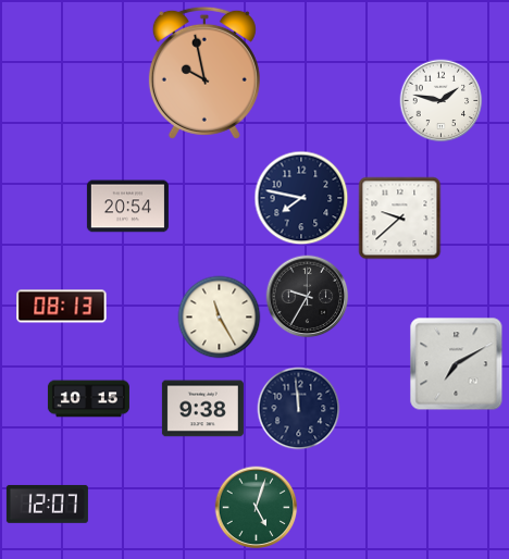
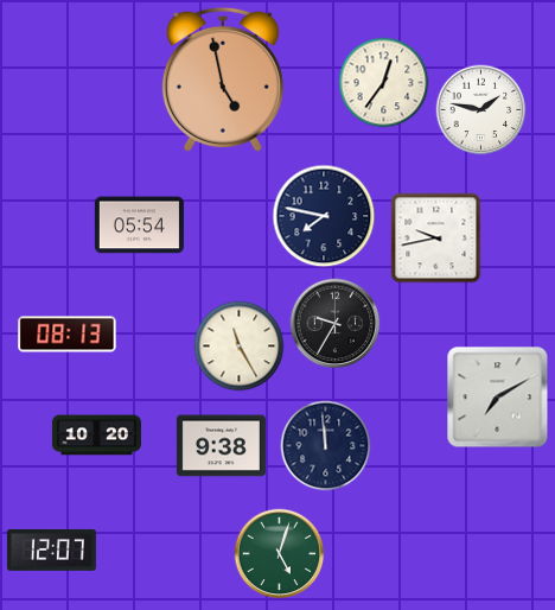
clock at (204, 73): 9:58 -> 4:58
clock at (384, 83): none -> 12:36
clock at (301, 198) position: (301, 198) -> (324, 216)
clock at (127, 207): 20:54 -> 05:54
clock at (400, 219): 9:38 -> 9:43
clock at (88, 399): 10:15 -> 10:20
